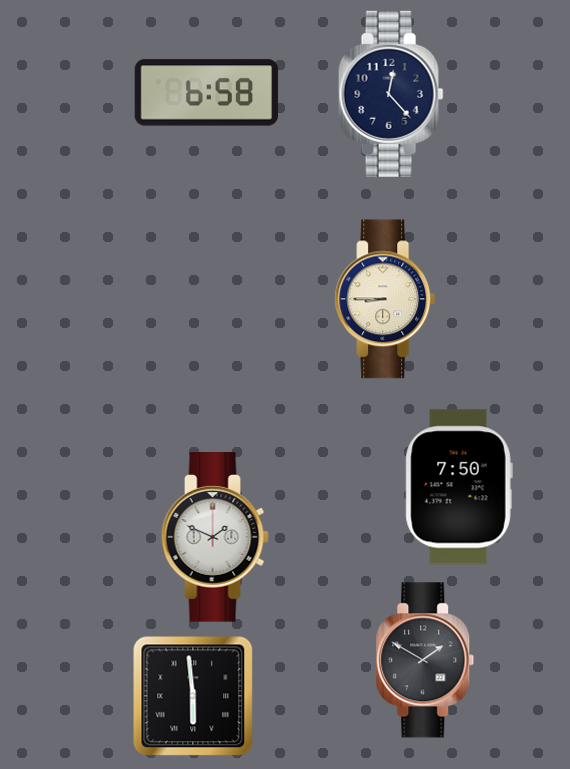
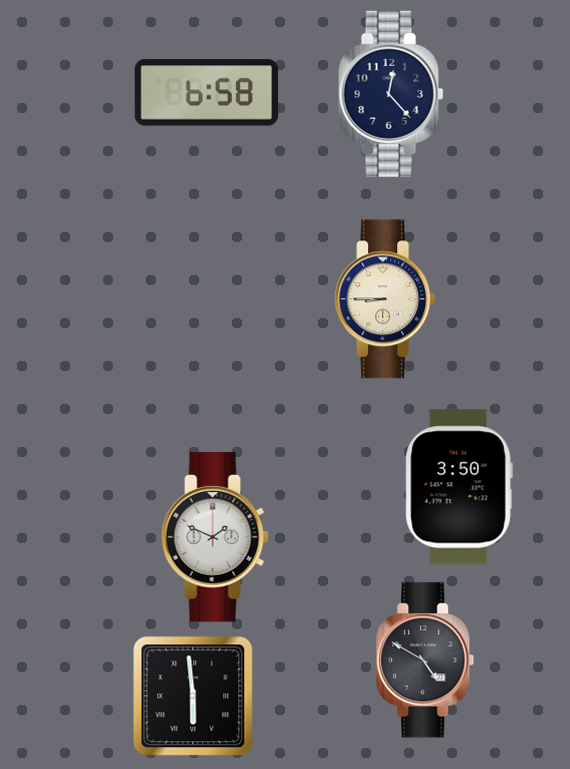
clock at (459, 487): 7:50 -> 3:50
clock at (425, 660): 1:50 -> 4:50
